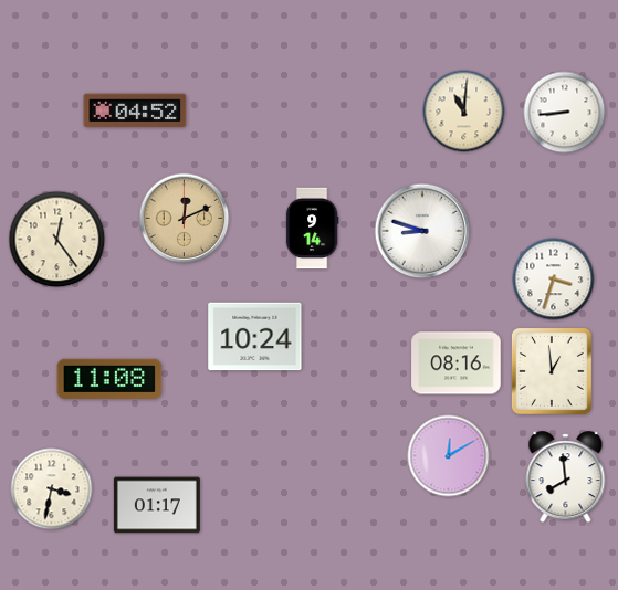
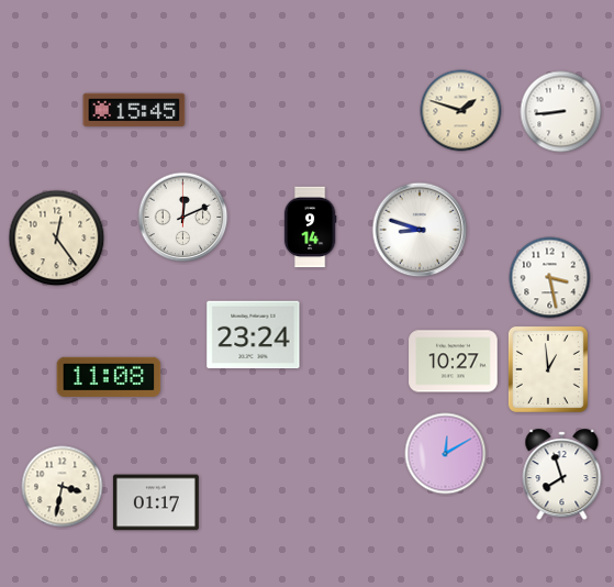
clock at (135, 110): 04:52 -> 15:45
clock at (464, 112): 11:01 -> 1:48
clock at (185, 219) dial: champagne -> white
clock at (554, 280): 3:33 -> 3:28
clock at (255, 337): 10:24 -> 23:24
clock at (457, 364): 08:16 -> 10:27
clock at (566, 477): 7:59 -> 7:57
clock at (52, 489) position: (52, 489) -> (63, 487)
